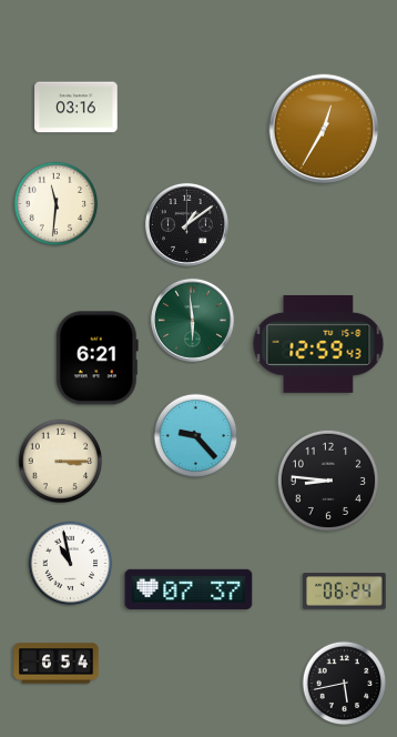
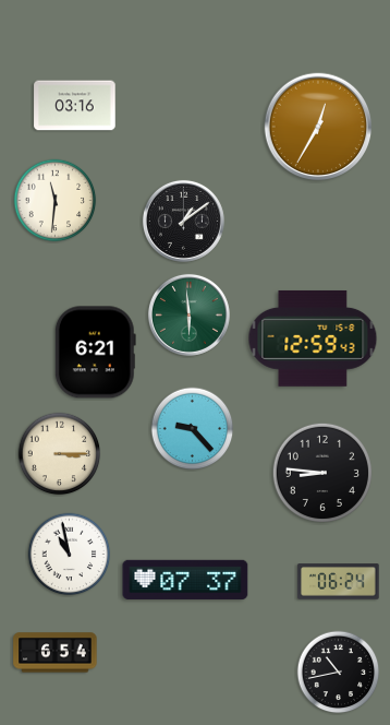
clock at (345, 684): 5:43 -> 10:43
